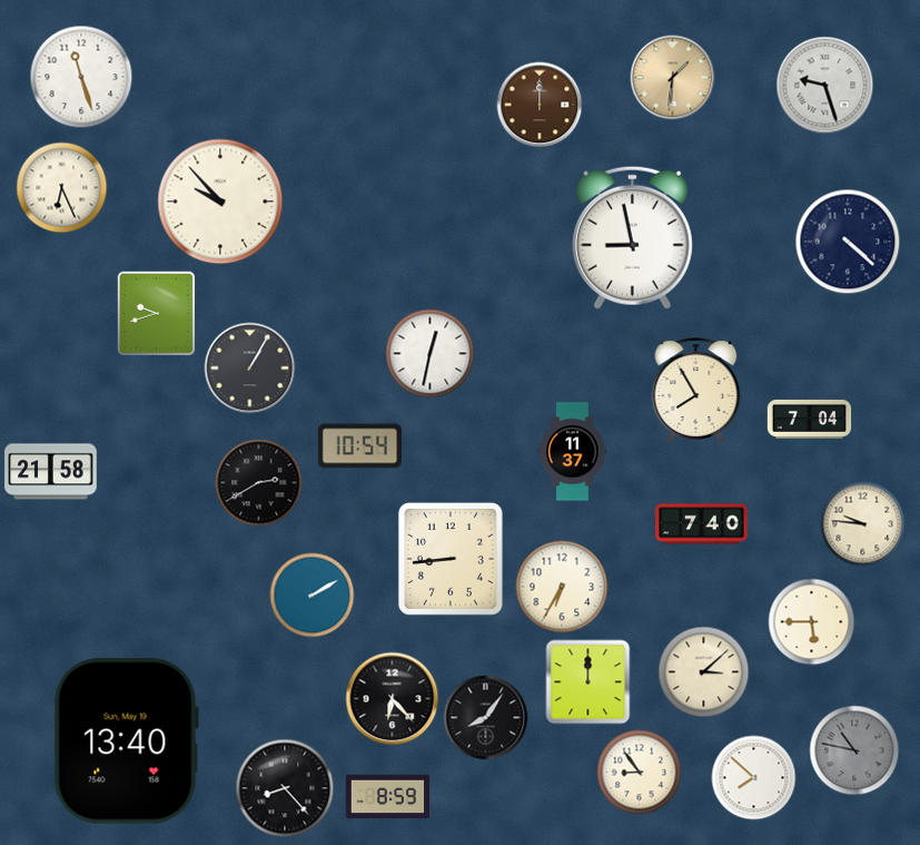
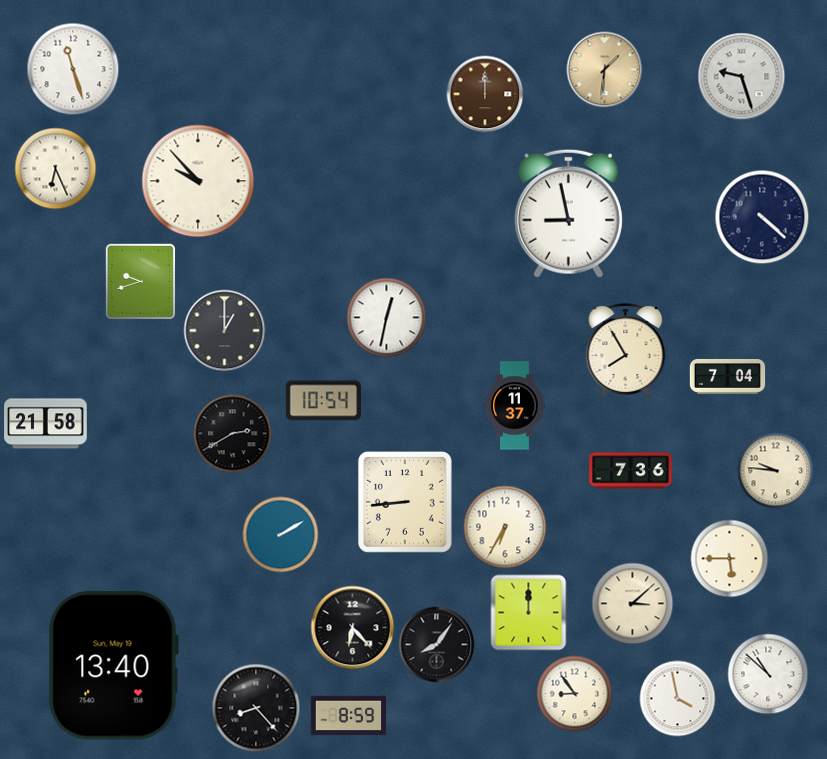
clock at (250, 369): 1:05 -> 1:00
clock at (702, 524): 7:40 -> 7:36
clock at (854, 750): 10:47 -> 10:52
clock at (854, 750) dial: grey -> white
clock at (754, 778): 7:52 -> 3:58
